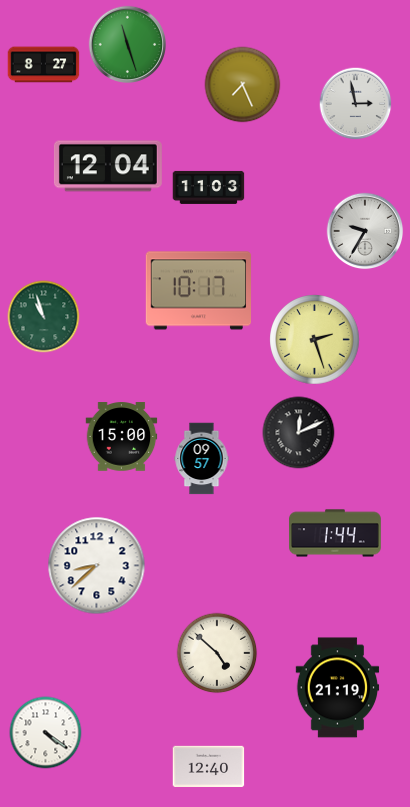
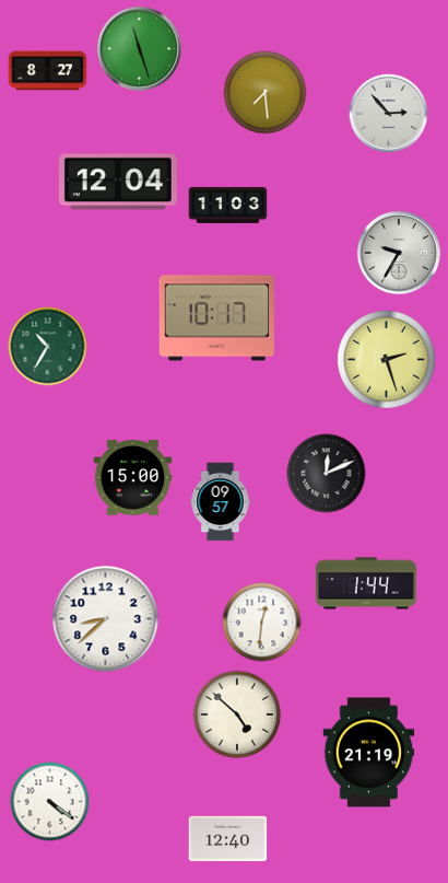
clock at (243, 85): 7:26 -> 7:29
clock at (356, 104): 2:58 -> 2:53
clock at (44, 317): 10:57 -> 10:35
clock at (315, 340) position: (315, 340) -> (387, 360)
clock at (262, 623): none -> 12:31
